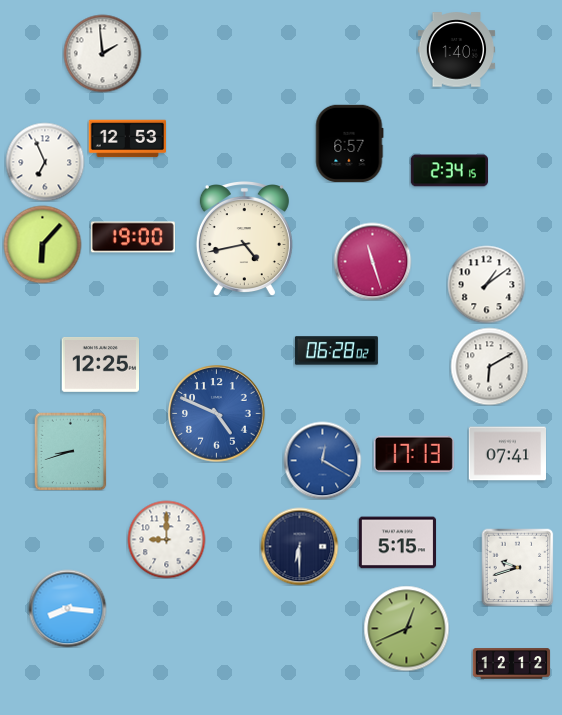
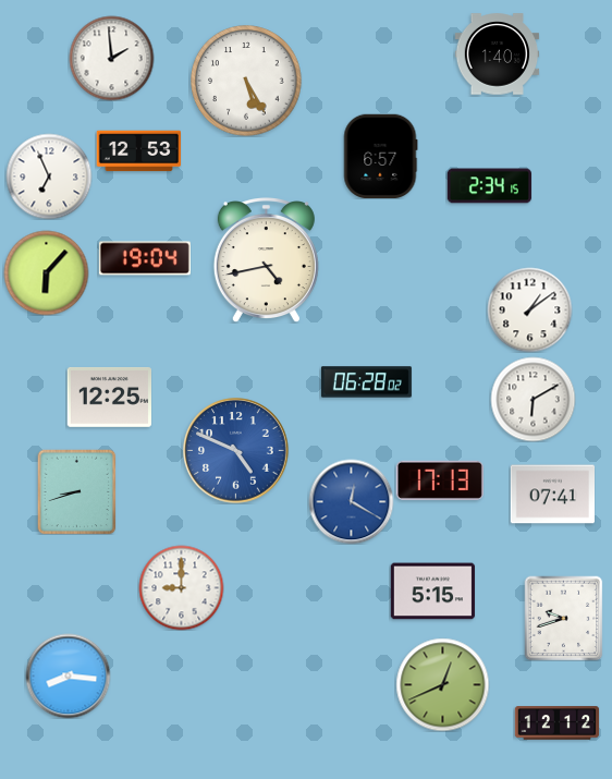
clock at (246, 81): none -> 5:25
clock at (133, 237): 19:00 -> 19:04
clock at (42, 244) position: (42, 244) -> (46, 272)
clock at (372, 261): 11:27 -> none
clock at (414, 454) position: (414, 454) -> (440, 480)
clock at (299, 546): 6:30 -> none
clock at (67, 608) position: (67, 608) -> (68, 675)
